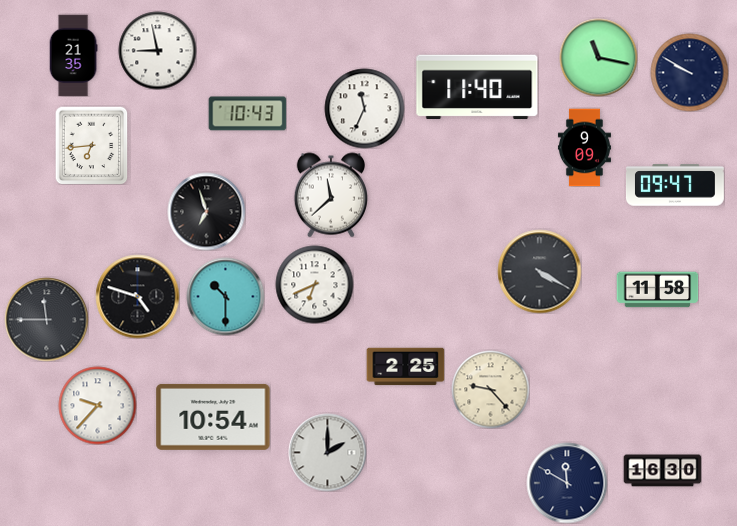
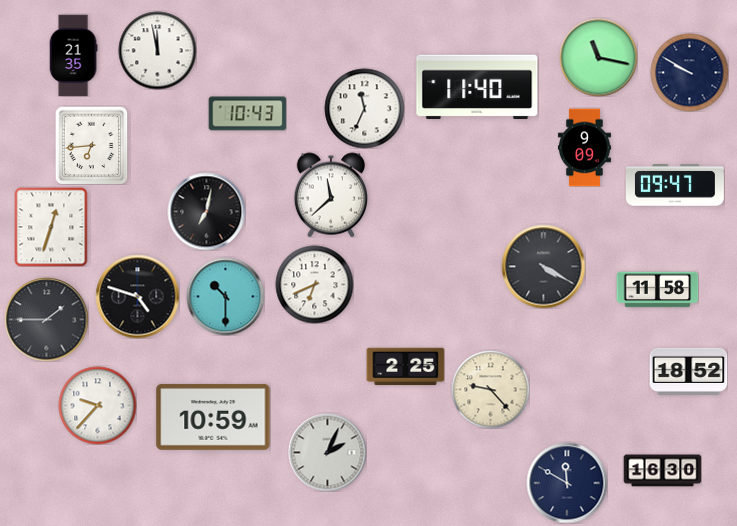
clock at (157, 50): 8:58 -> 11:58
clock at (206, 211): 6:57 -> 7:02
clock at (51, 227): none -> 12:33
clock at (539, 271) position: (539, 271) -> (543, 266)
clock at (46, 319): 11:45 -> 1:45
clock at (688, 371): none -> 18:52
clock at (213, 417): 10:54 -> 10:59
clock at (327, 452): 2:00 -> 2:04
